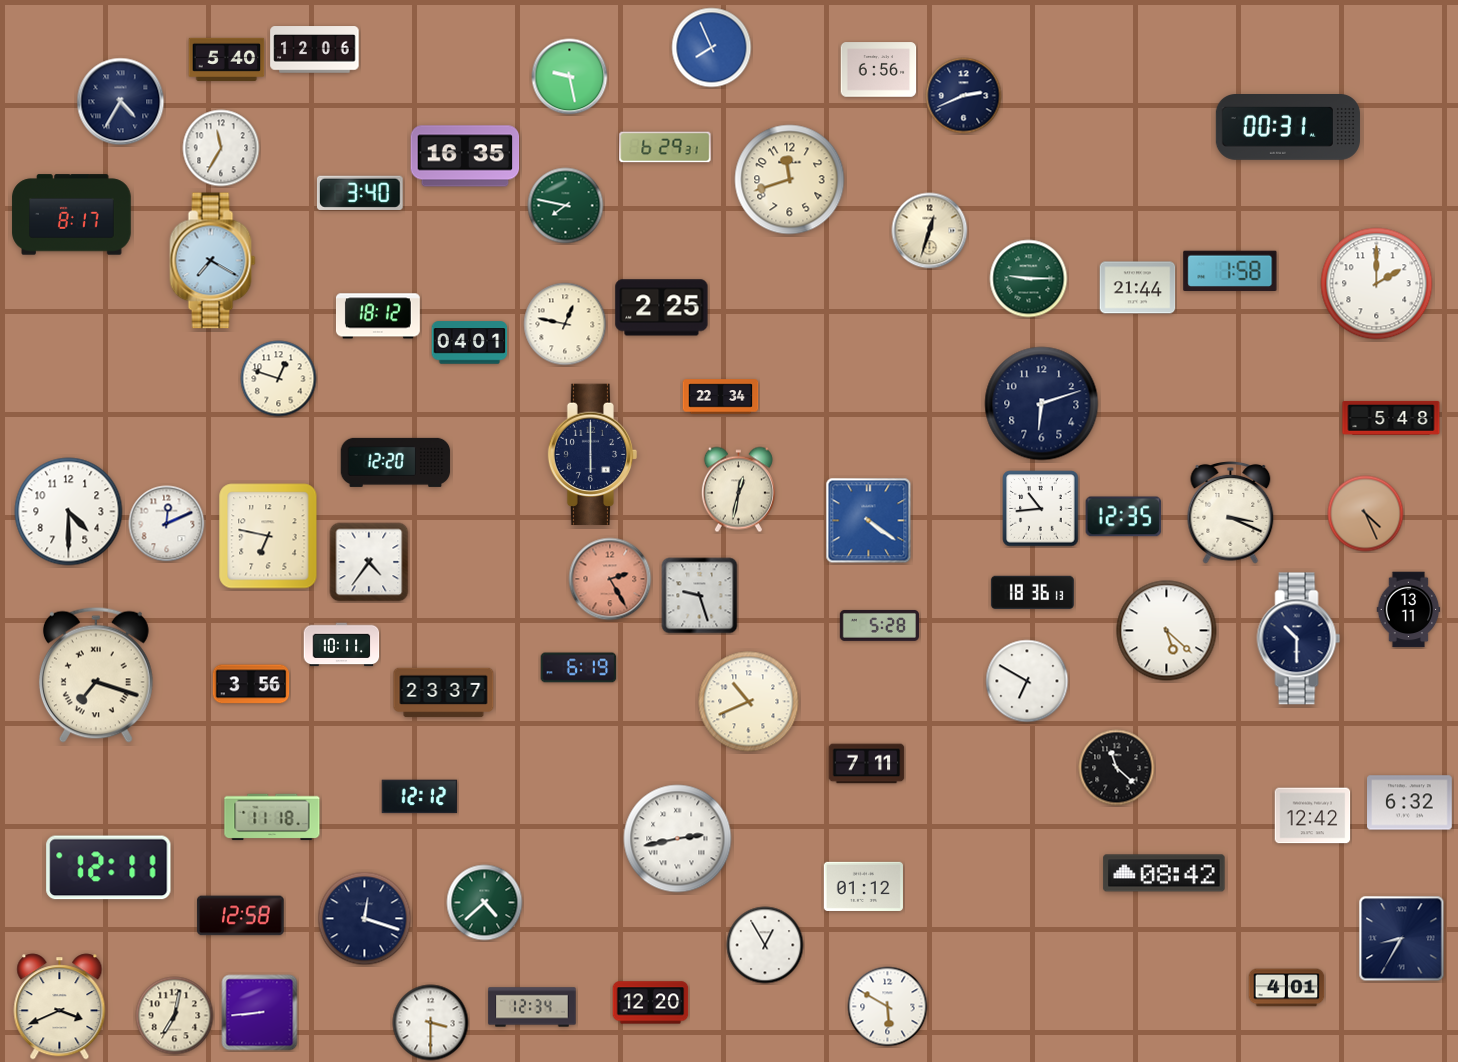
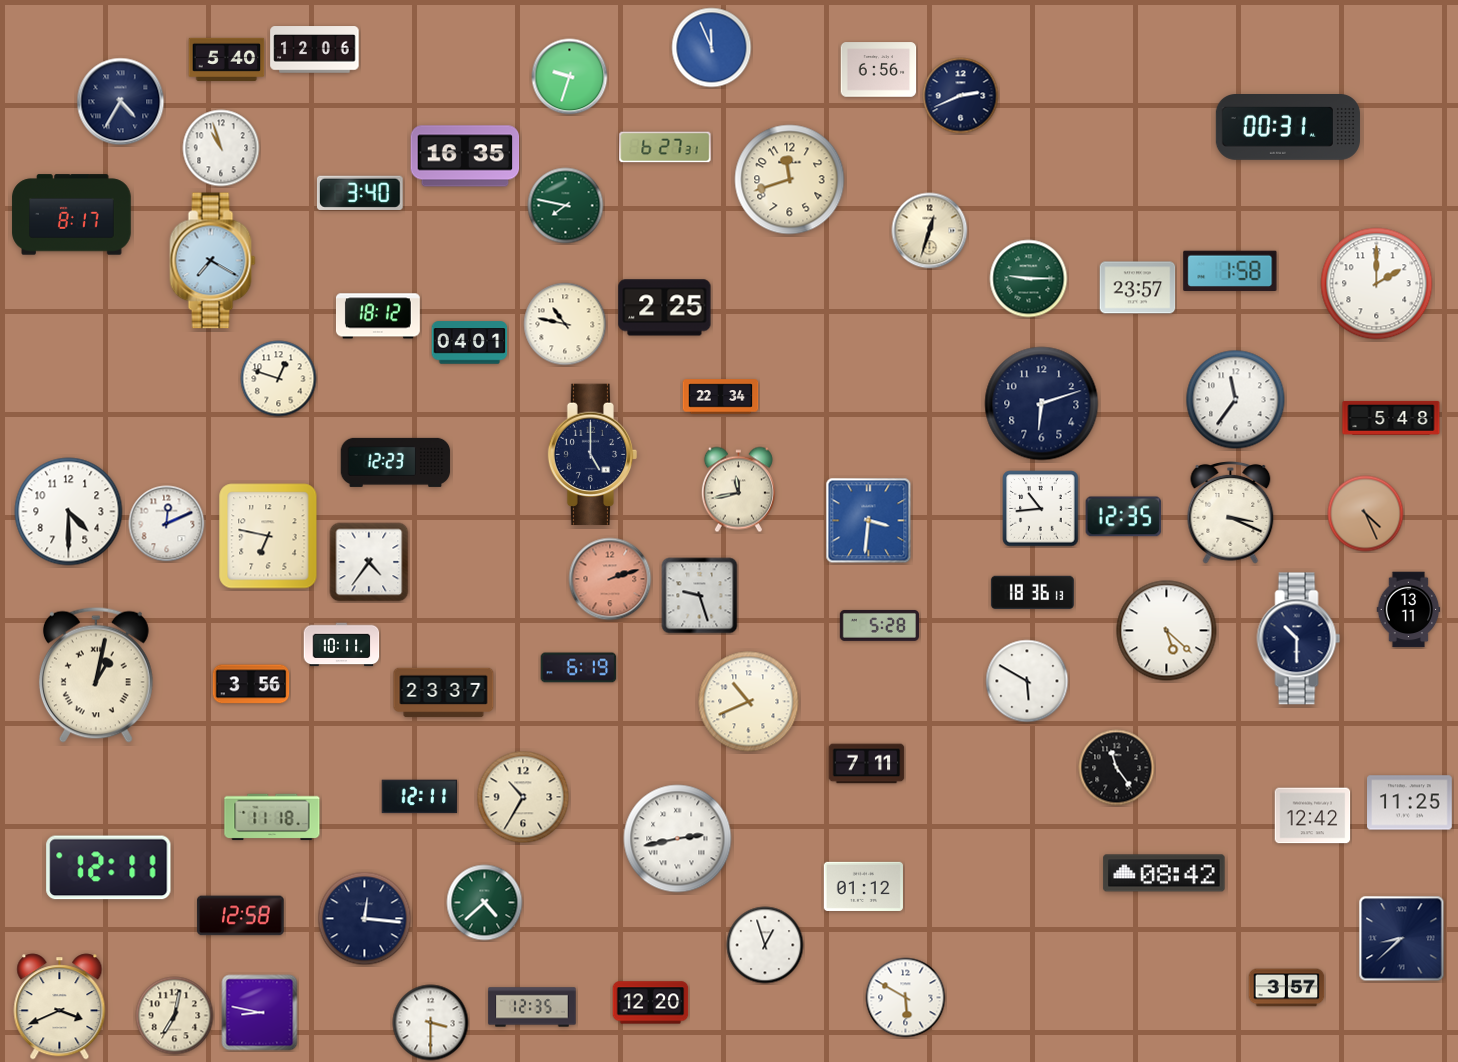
clock at (712, 48): 7:56 -> 11:56
clock at (570, 77): 9:28 -> 9:33
clock at (964, 96) position: (964, 96) -> (961, 96)
clock at (665, 147): 6:29 -> 6:27
clock at (221, 148): 11:35 -> 10:57
clock at (1138, 288): 21:44 -> 23:57
clock at (662, 308) position: (662, 308) -> (665, 308)
clock at (565, 324): 12:47 -> 10:47
clock at (1236, 400): none -> 11:36
clock at (593, 455): 6:00 -> 5:00
clock at (396, 462): 12:20 -> 12:23
clock at (738, 490): 12:32 -> 11:43
clock at (869, 521): 4:21 -> 3:31
clock at (610, 579): 2:25 -> 2:12
clock at (96, 675): 7:18 -> 1:02
clock at (1027, 681): 6:50 -> 5:50
clock at (1117, 768): 11:22 -> 11:24
clock at (420, 797): 12:12 -> 12:11
clock at (523, 797): none -> 10:35
clock at (1410, 803): 6:32 -> 11:25
clock at (365, 919): 12:18 -> 12:16
clock at (1402, 939): 8:35 -> 8:38
clock at (765, 945): 12:55 -> 12:57
clock at (1287, 988): 4:01 -> 3:57
clock at (532, 1007): 12:34 -> 12:35
clock at (888, 1007) position: (888, 1007) -> (906, 998)
clock at (260, 1013): 8:44 -> 8:47
